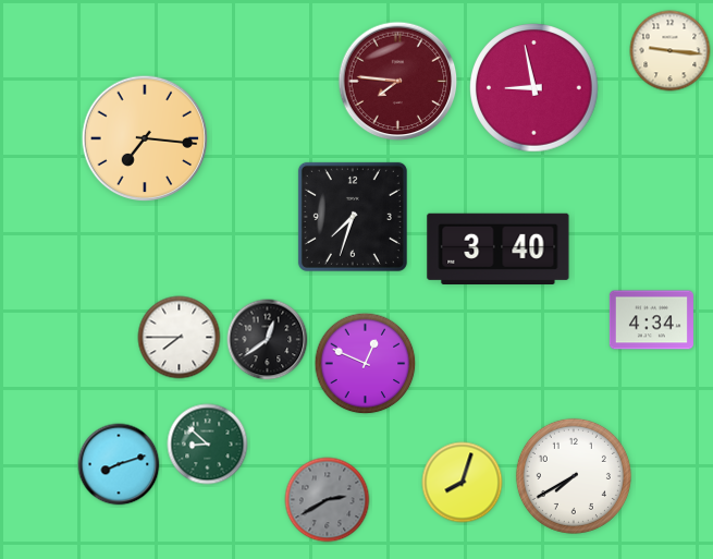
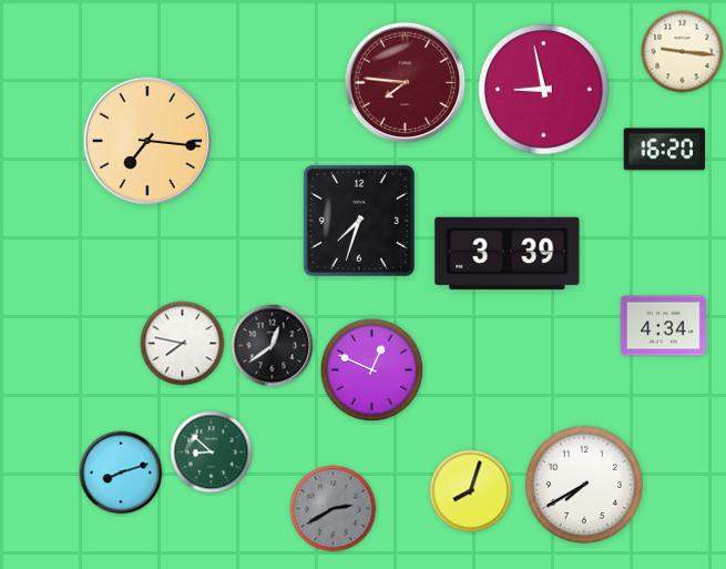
clock at (665, 150): none -> 16:20
clock at (499, 248): 3:40 -> 3:39
clock at (180, 338): 7:45 -> 7:47
